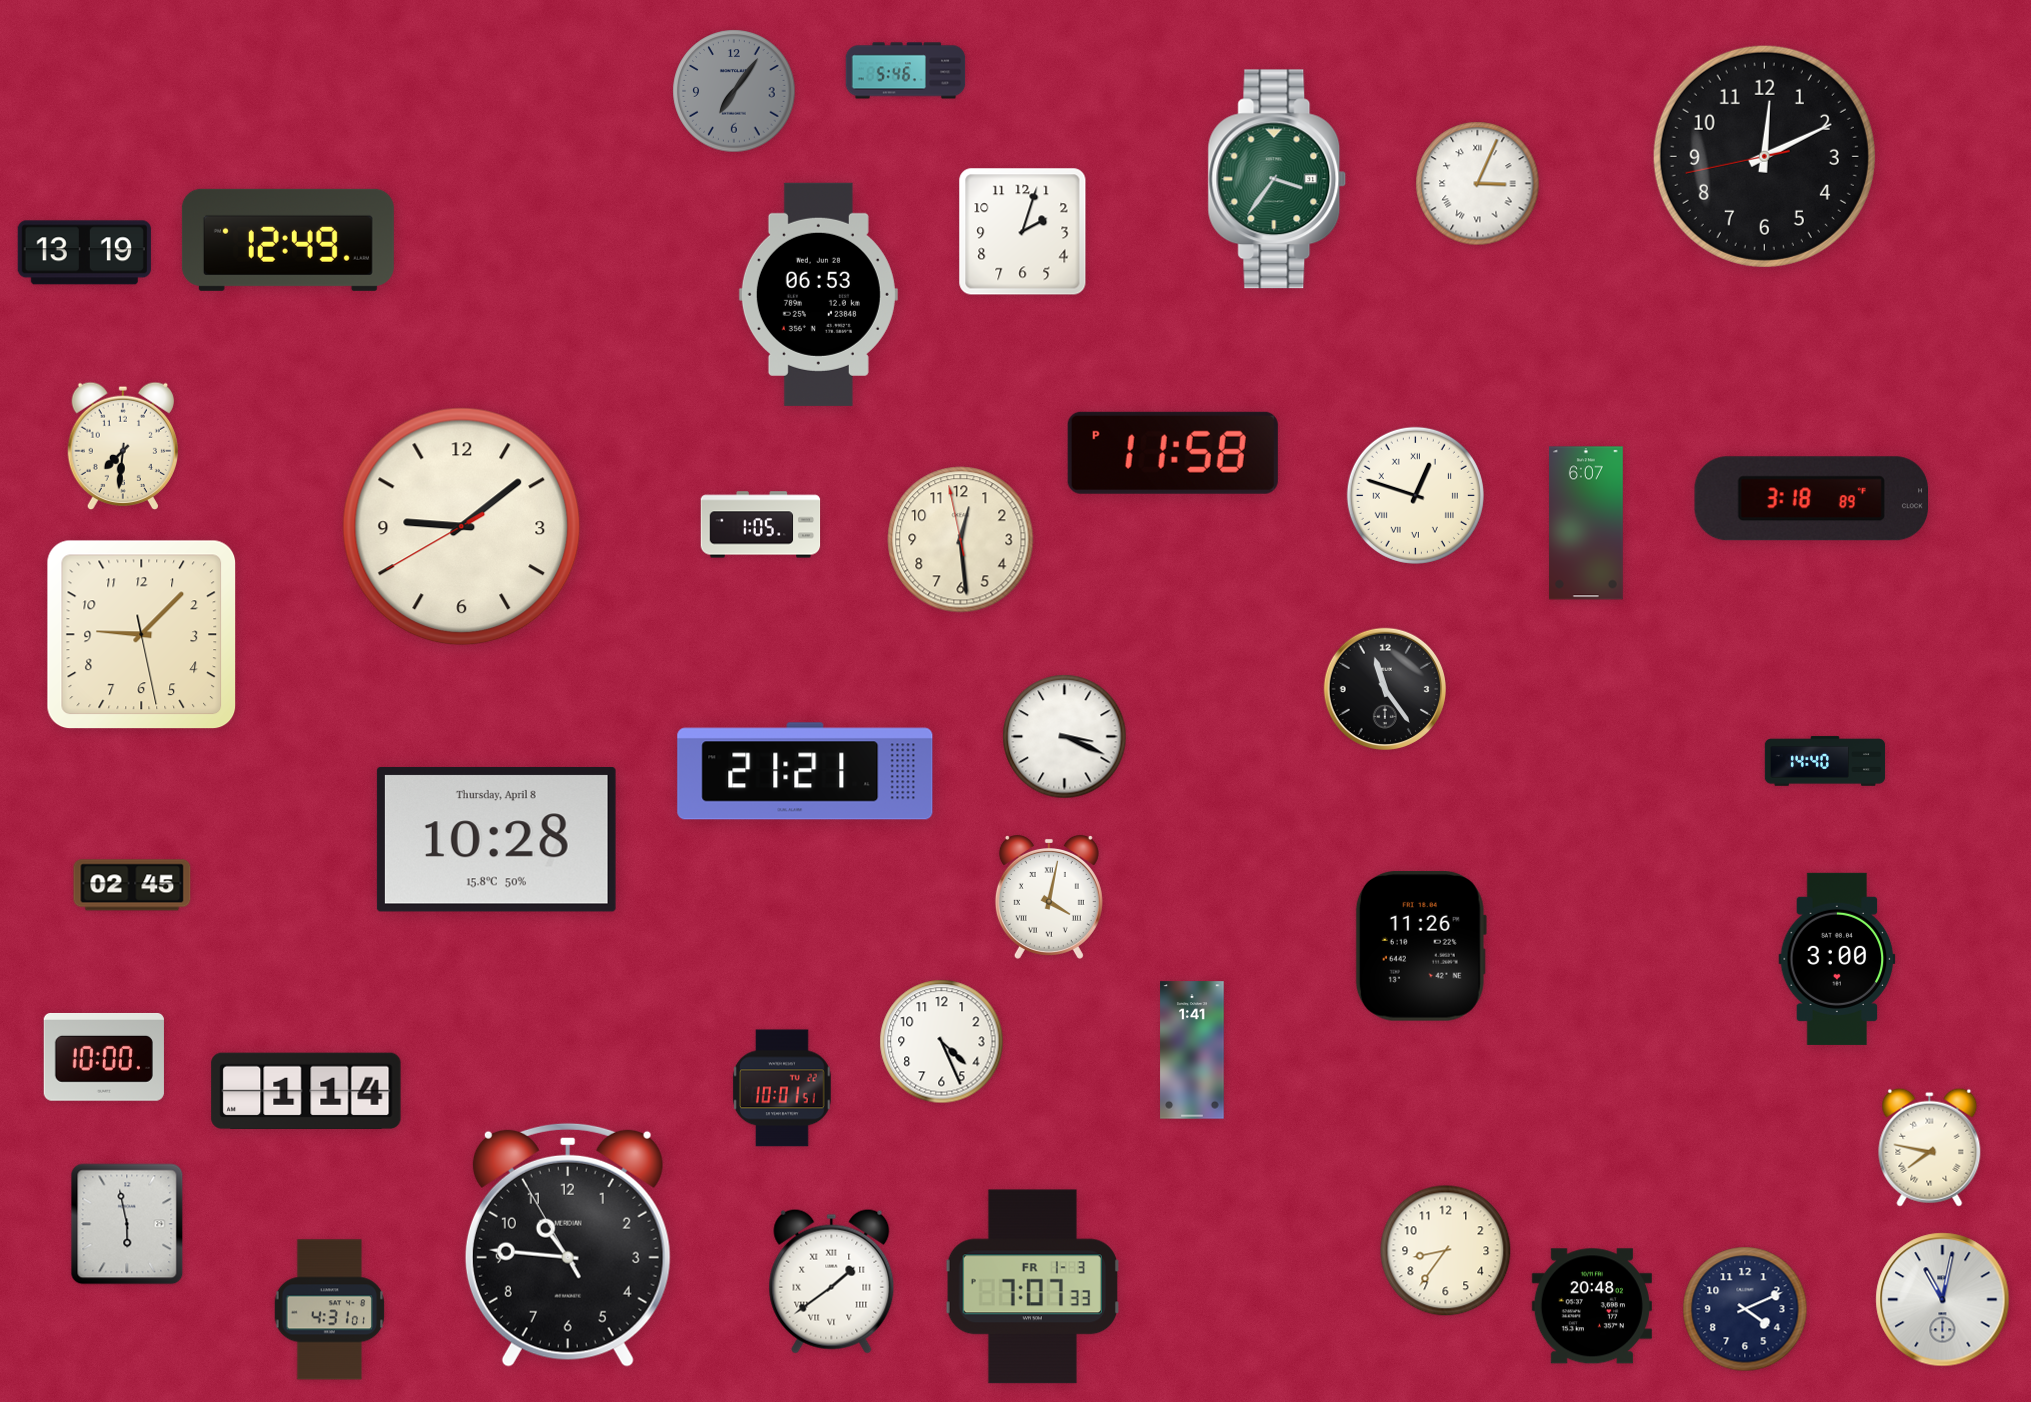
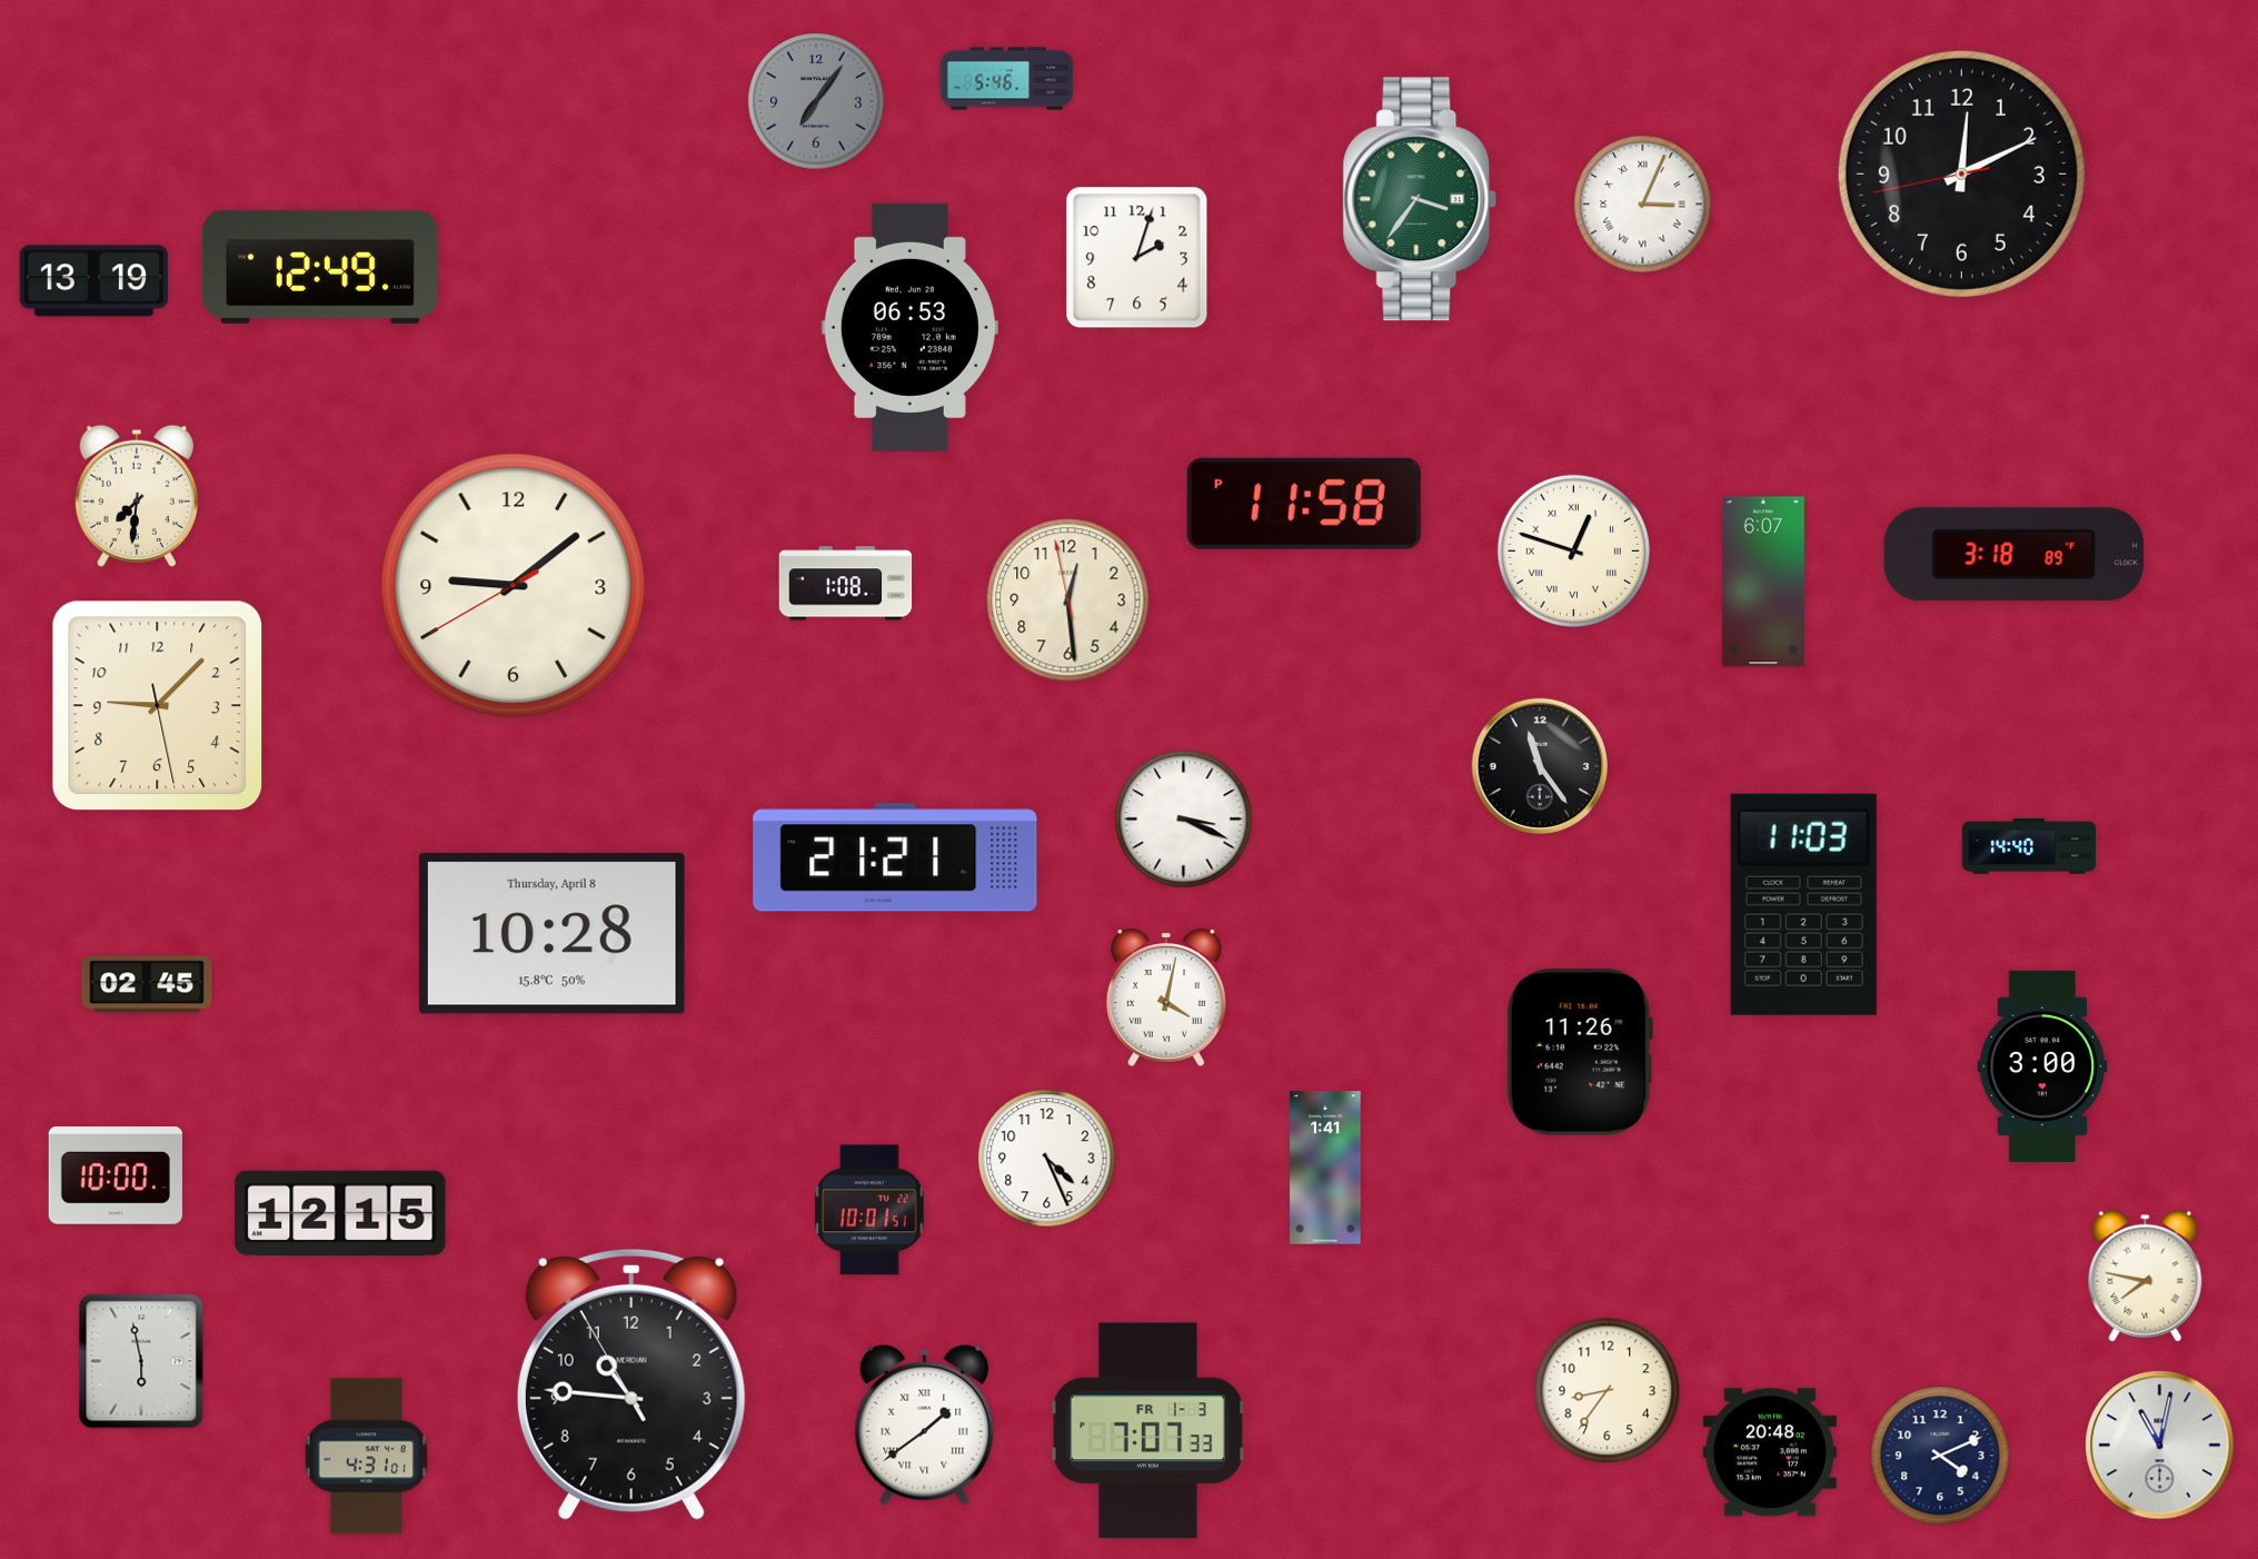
clock at (761, 525): 1:05 -> 1:08
clock at (1803, 904): none -> 11:03
clock at (306, 1090): 1:14 -> 12:15
